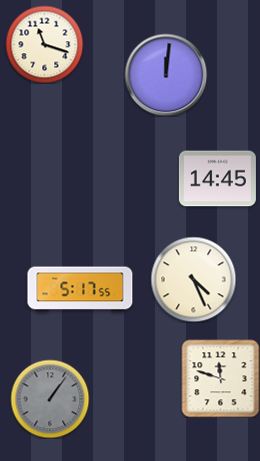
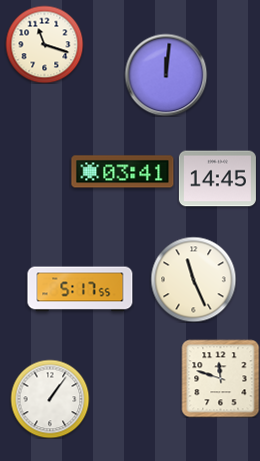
clock at (123, 172): none -> 03:41
clock at (193, 279): 4:26 -> 11:26
clock at (50, 399) dial: grey -> white
